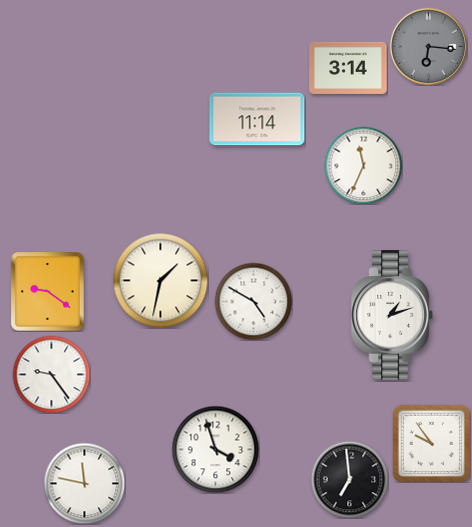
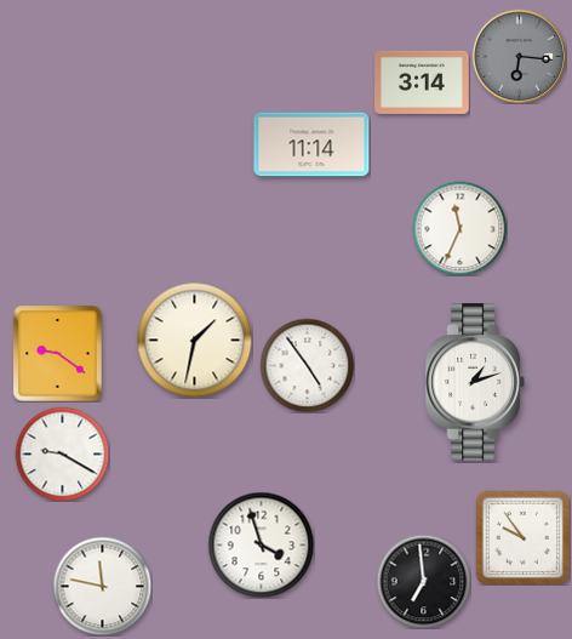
clock at (363, 165) position: (363, 165) -> (459, 228)
clock at (253, 301): 4:50 -> 4:54
clock at (51, 374): 9:24 -> 9:20
